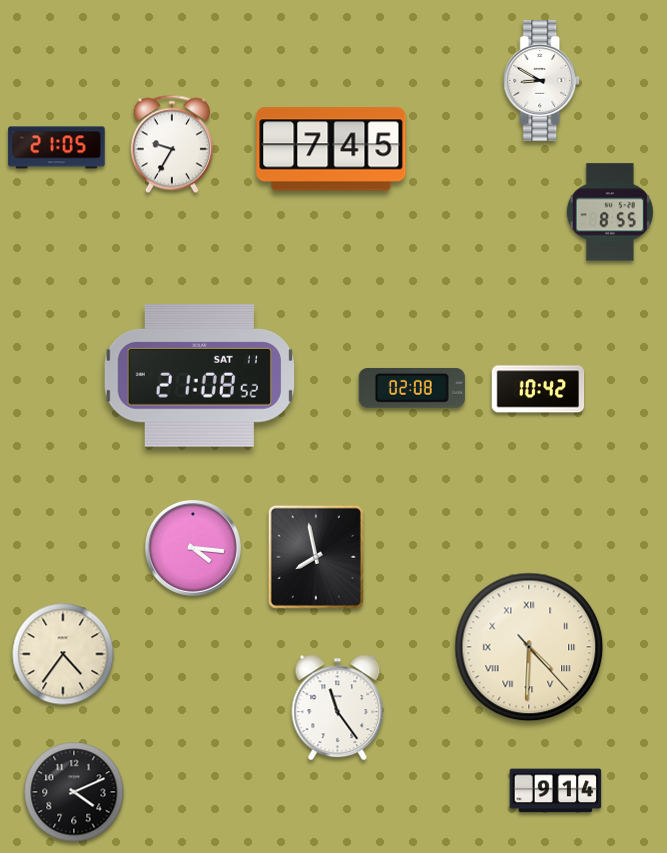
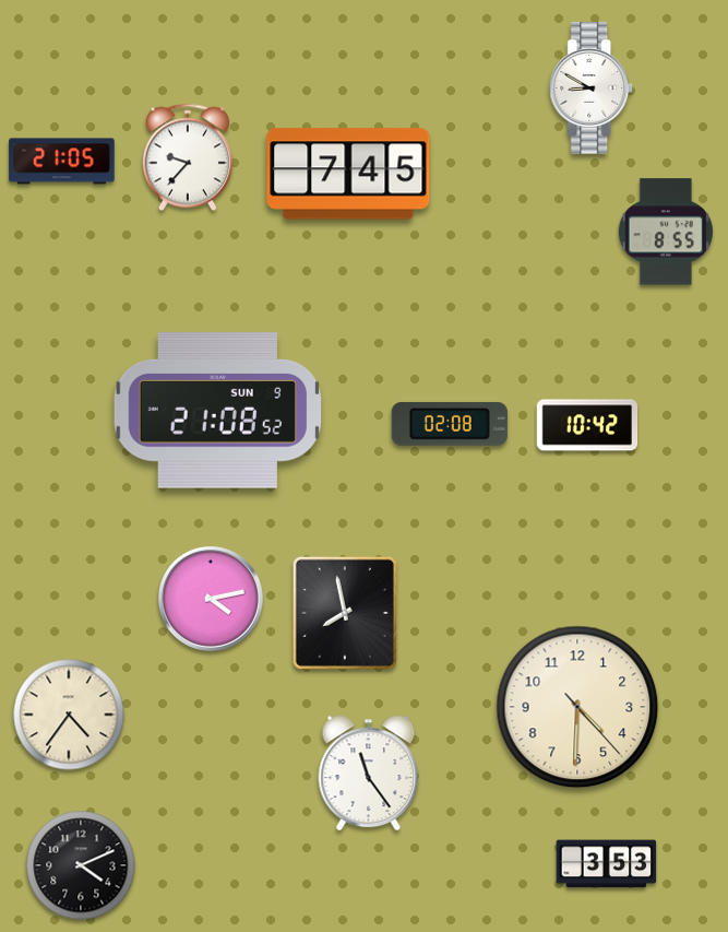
clock at (172, 144): 9:35 -> 9:37
clock at (331, 149) position: (331, 149) -> (348, 174)
clock at (199, 376) date: SAT 11 -> SUN 9
clock at (193, 548): 4:16 -> 4:13
clock at (316, 557) position: (316, 557) -> (345, 613)
clock at (529, 647) numerals: Roman -> Arabic
clock at (556, 791): 9:14 -> 3:53
